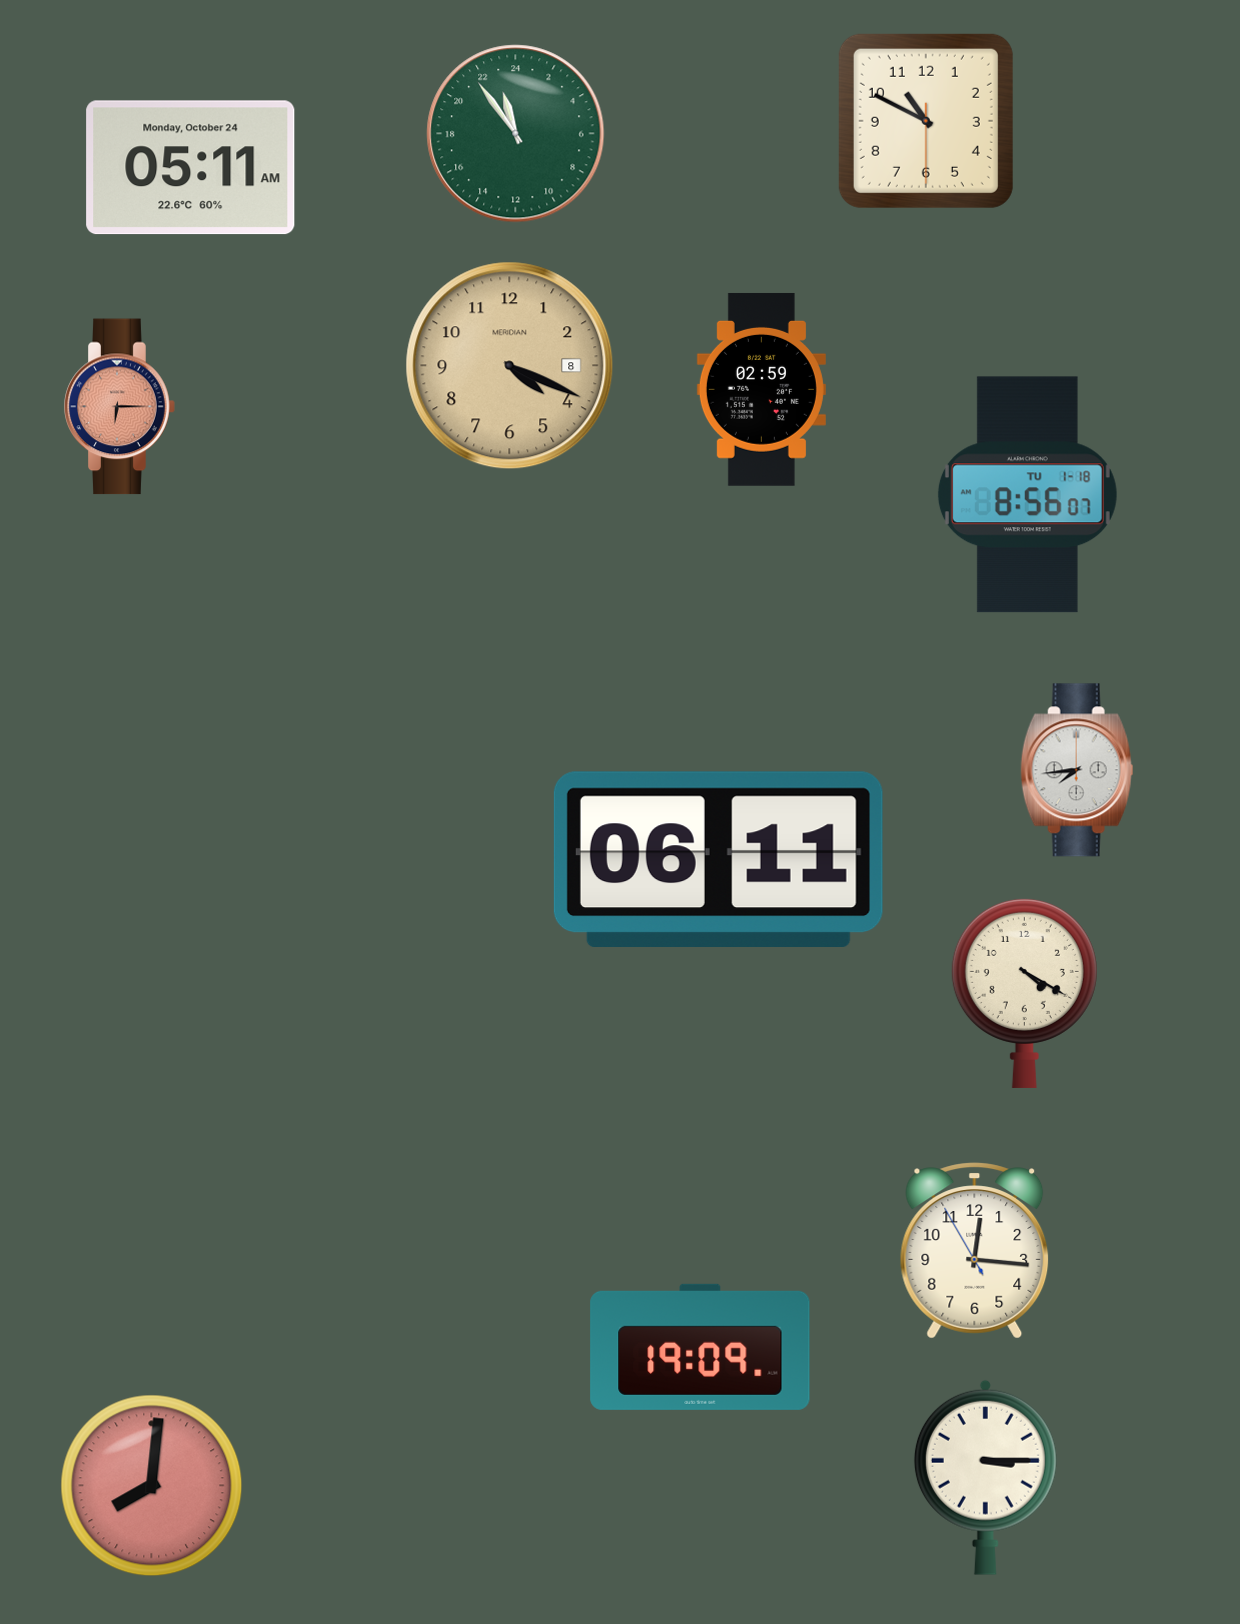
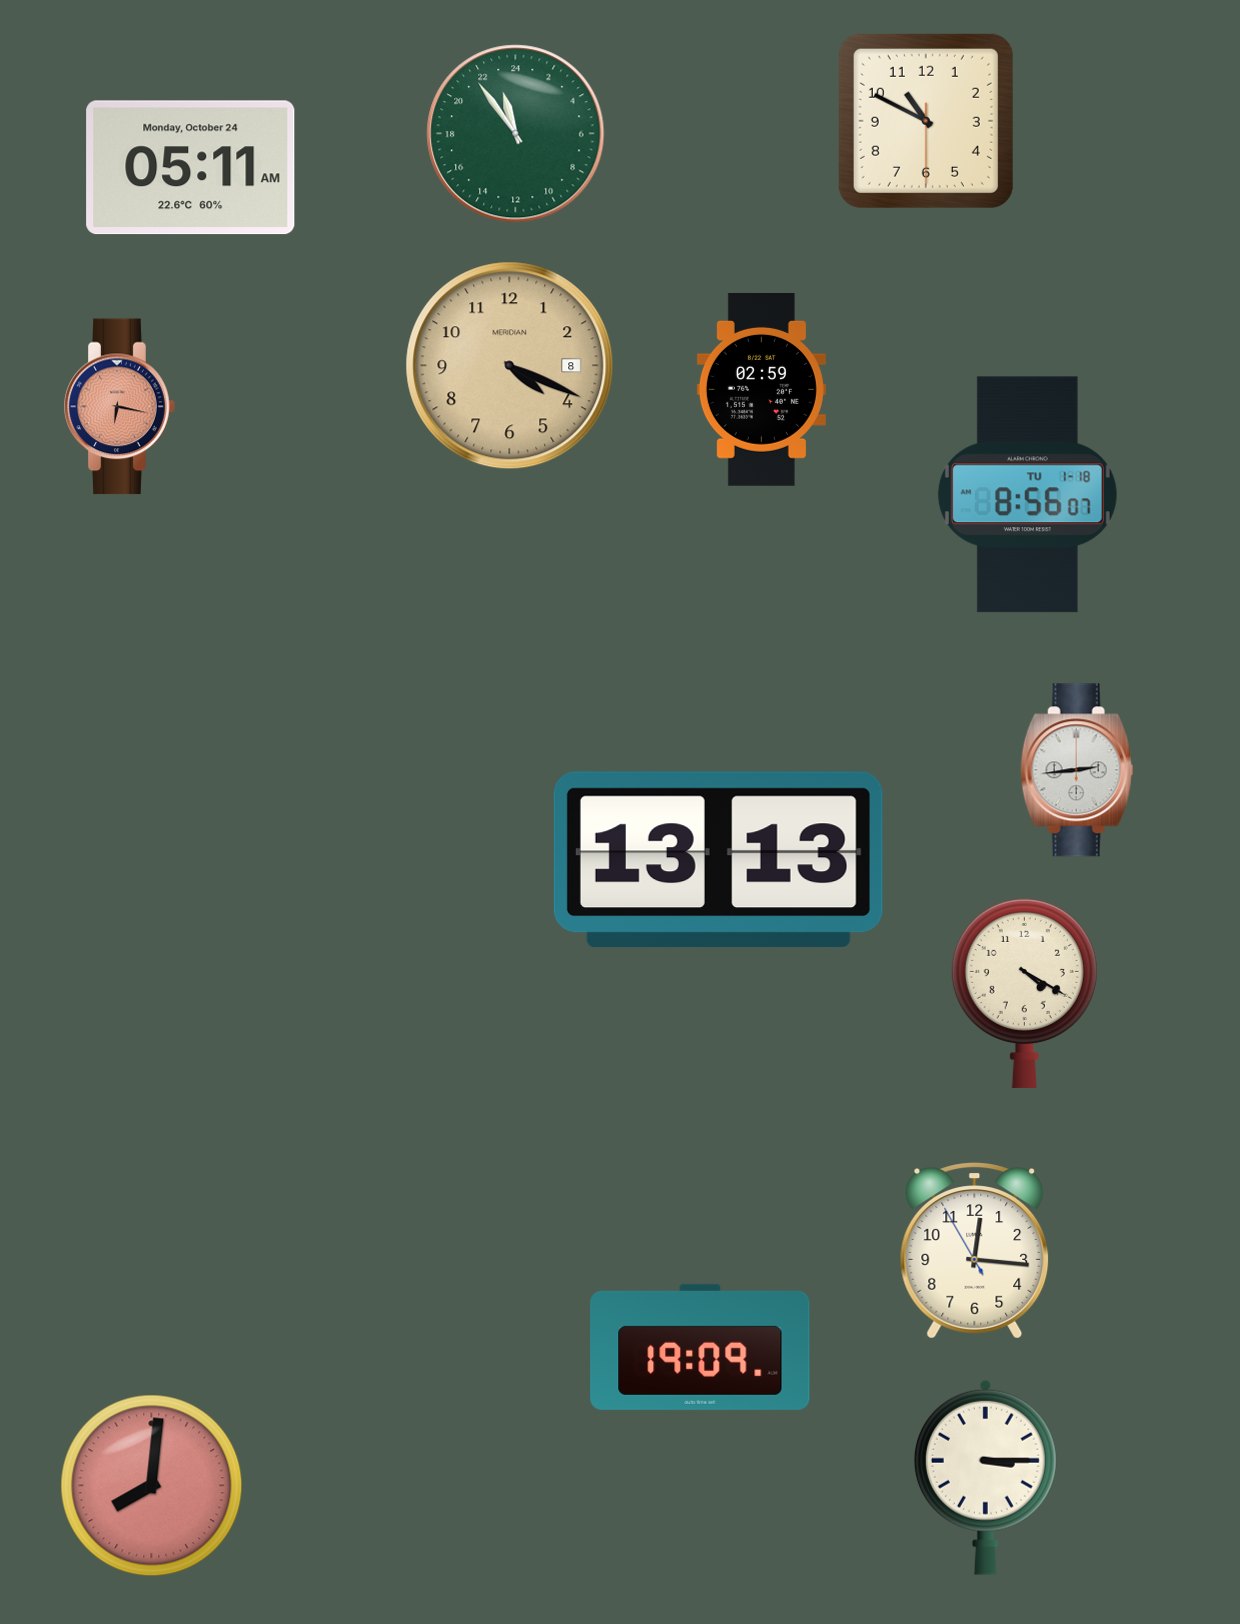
clock at (120, 407): 6:15 -> 6:17
clock at (1077, 770): 7:44 -> 2:44
clock at (718, 859): 06:11 -> 13:13
